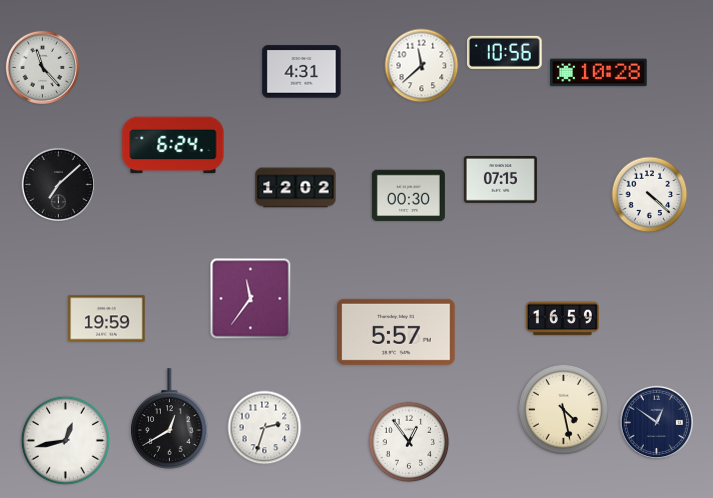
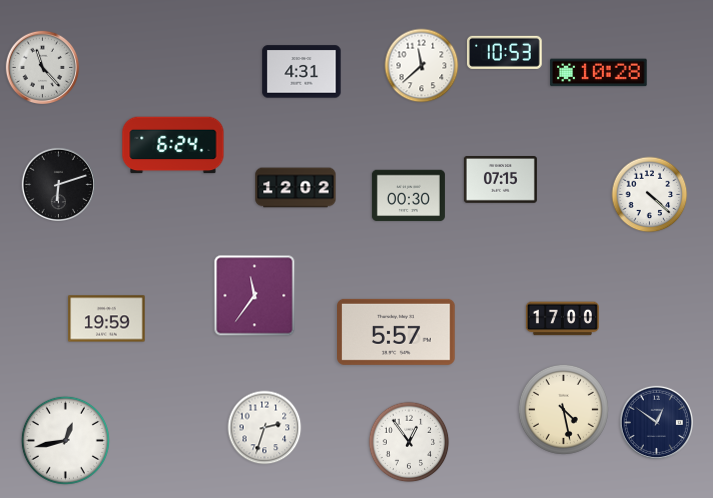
clock at (504, 52): 10:56 -> 10:53
clock at (58, 184): 7:08 -> 6:12
clock at (251, 299) position: (251, 299) -> (255, 296)
clock at (562, 319): 16:59 -> 17:00
clock at (170, 419): 12:40 -> none
